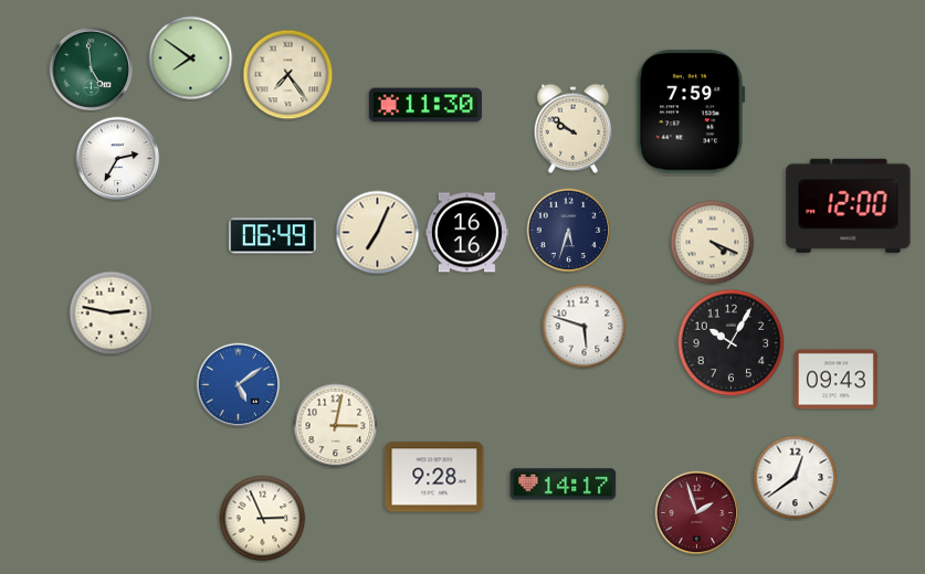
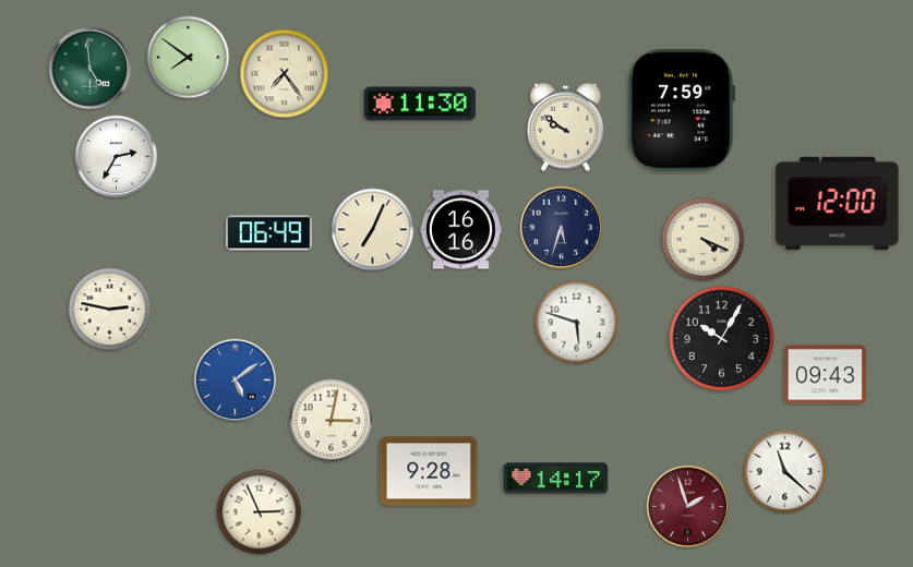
clock at (796, 478): 12:39 -> 11:22
